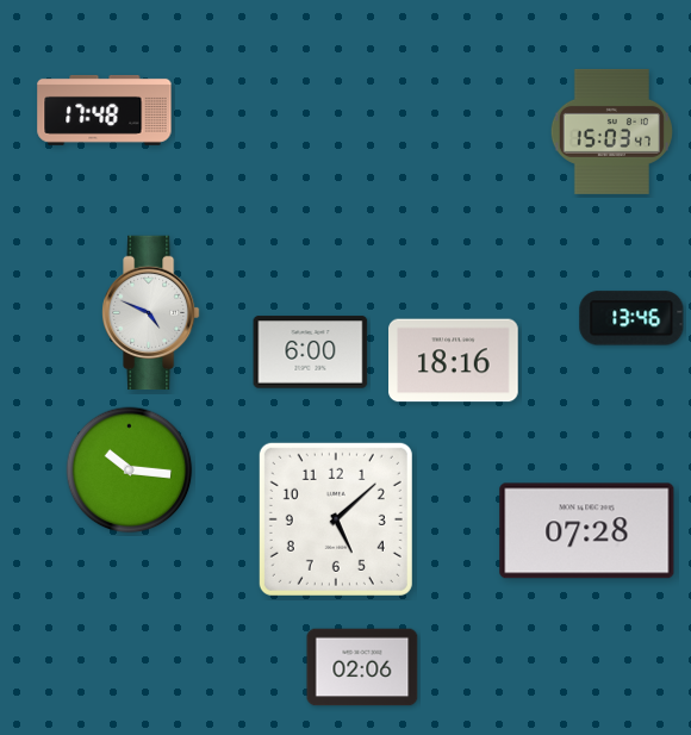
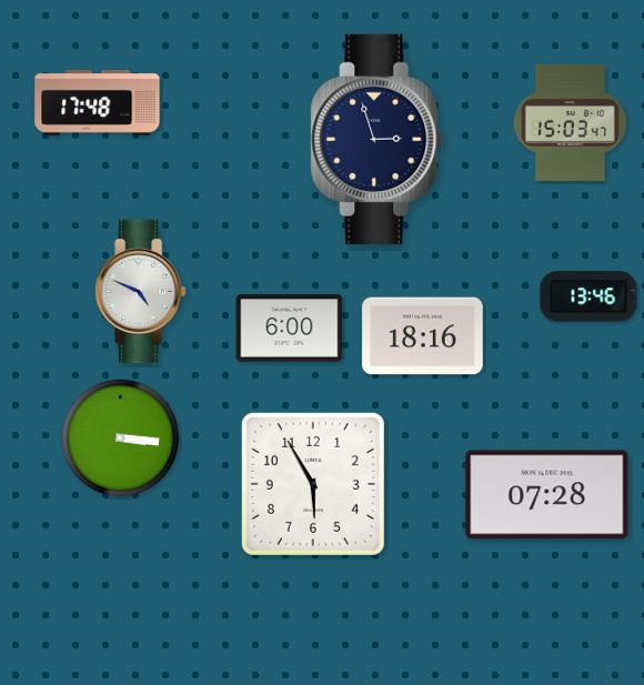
clock at (378, 139): none -> 2:57
clock at (130, 471): 10:16 -> 3:16
clock at (336, 519): 5:08 -> 5:55
clock at (362, 667): 02:06 -> none
